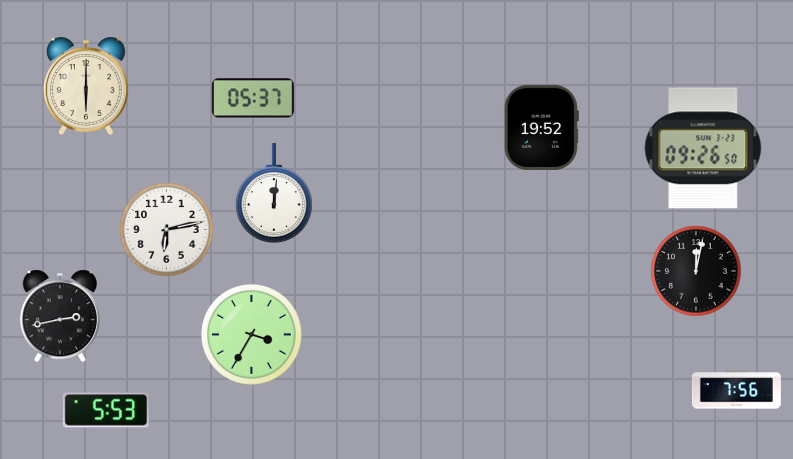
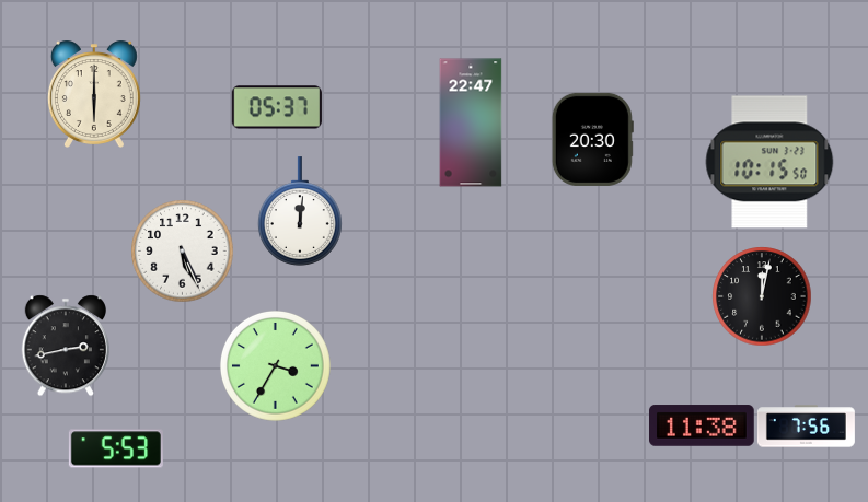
clock at (471, 122): none -> 22:47
clock at (541, 127): 19:52 -> 20:30
clock at (703, 148): 09:26 -> 10:15
clock at (166, 229): 6:13 -> 5:26
clock at (703, 425): none -> 11:38
